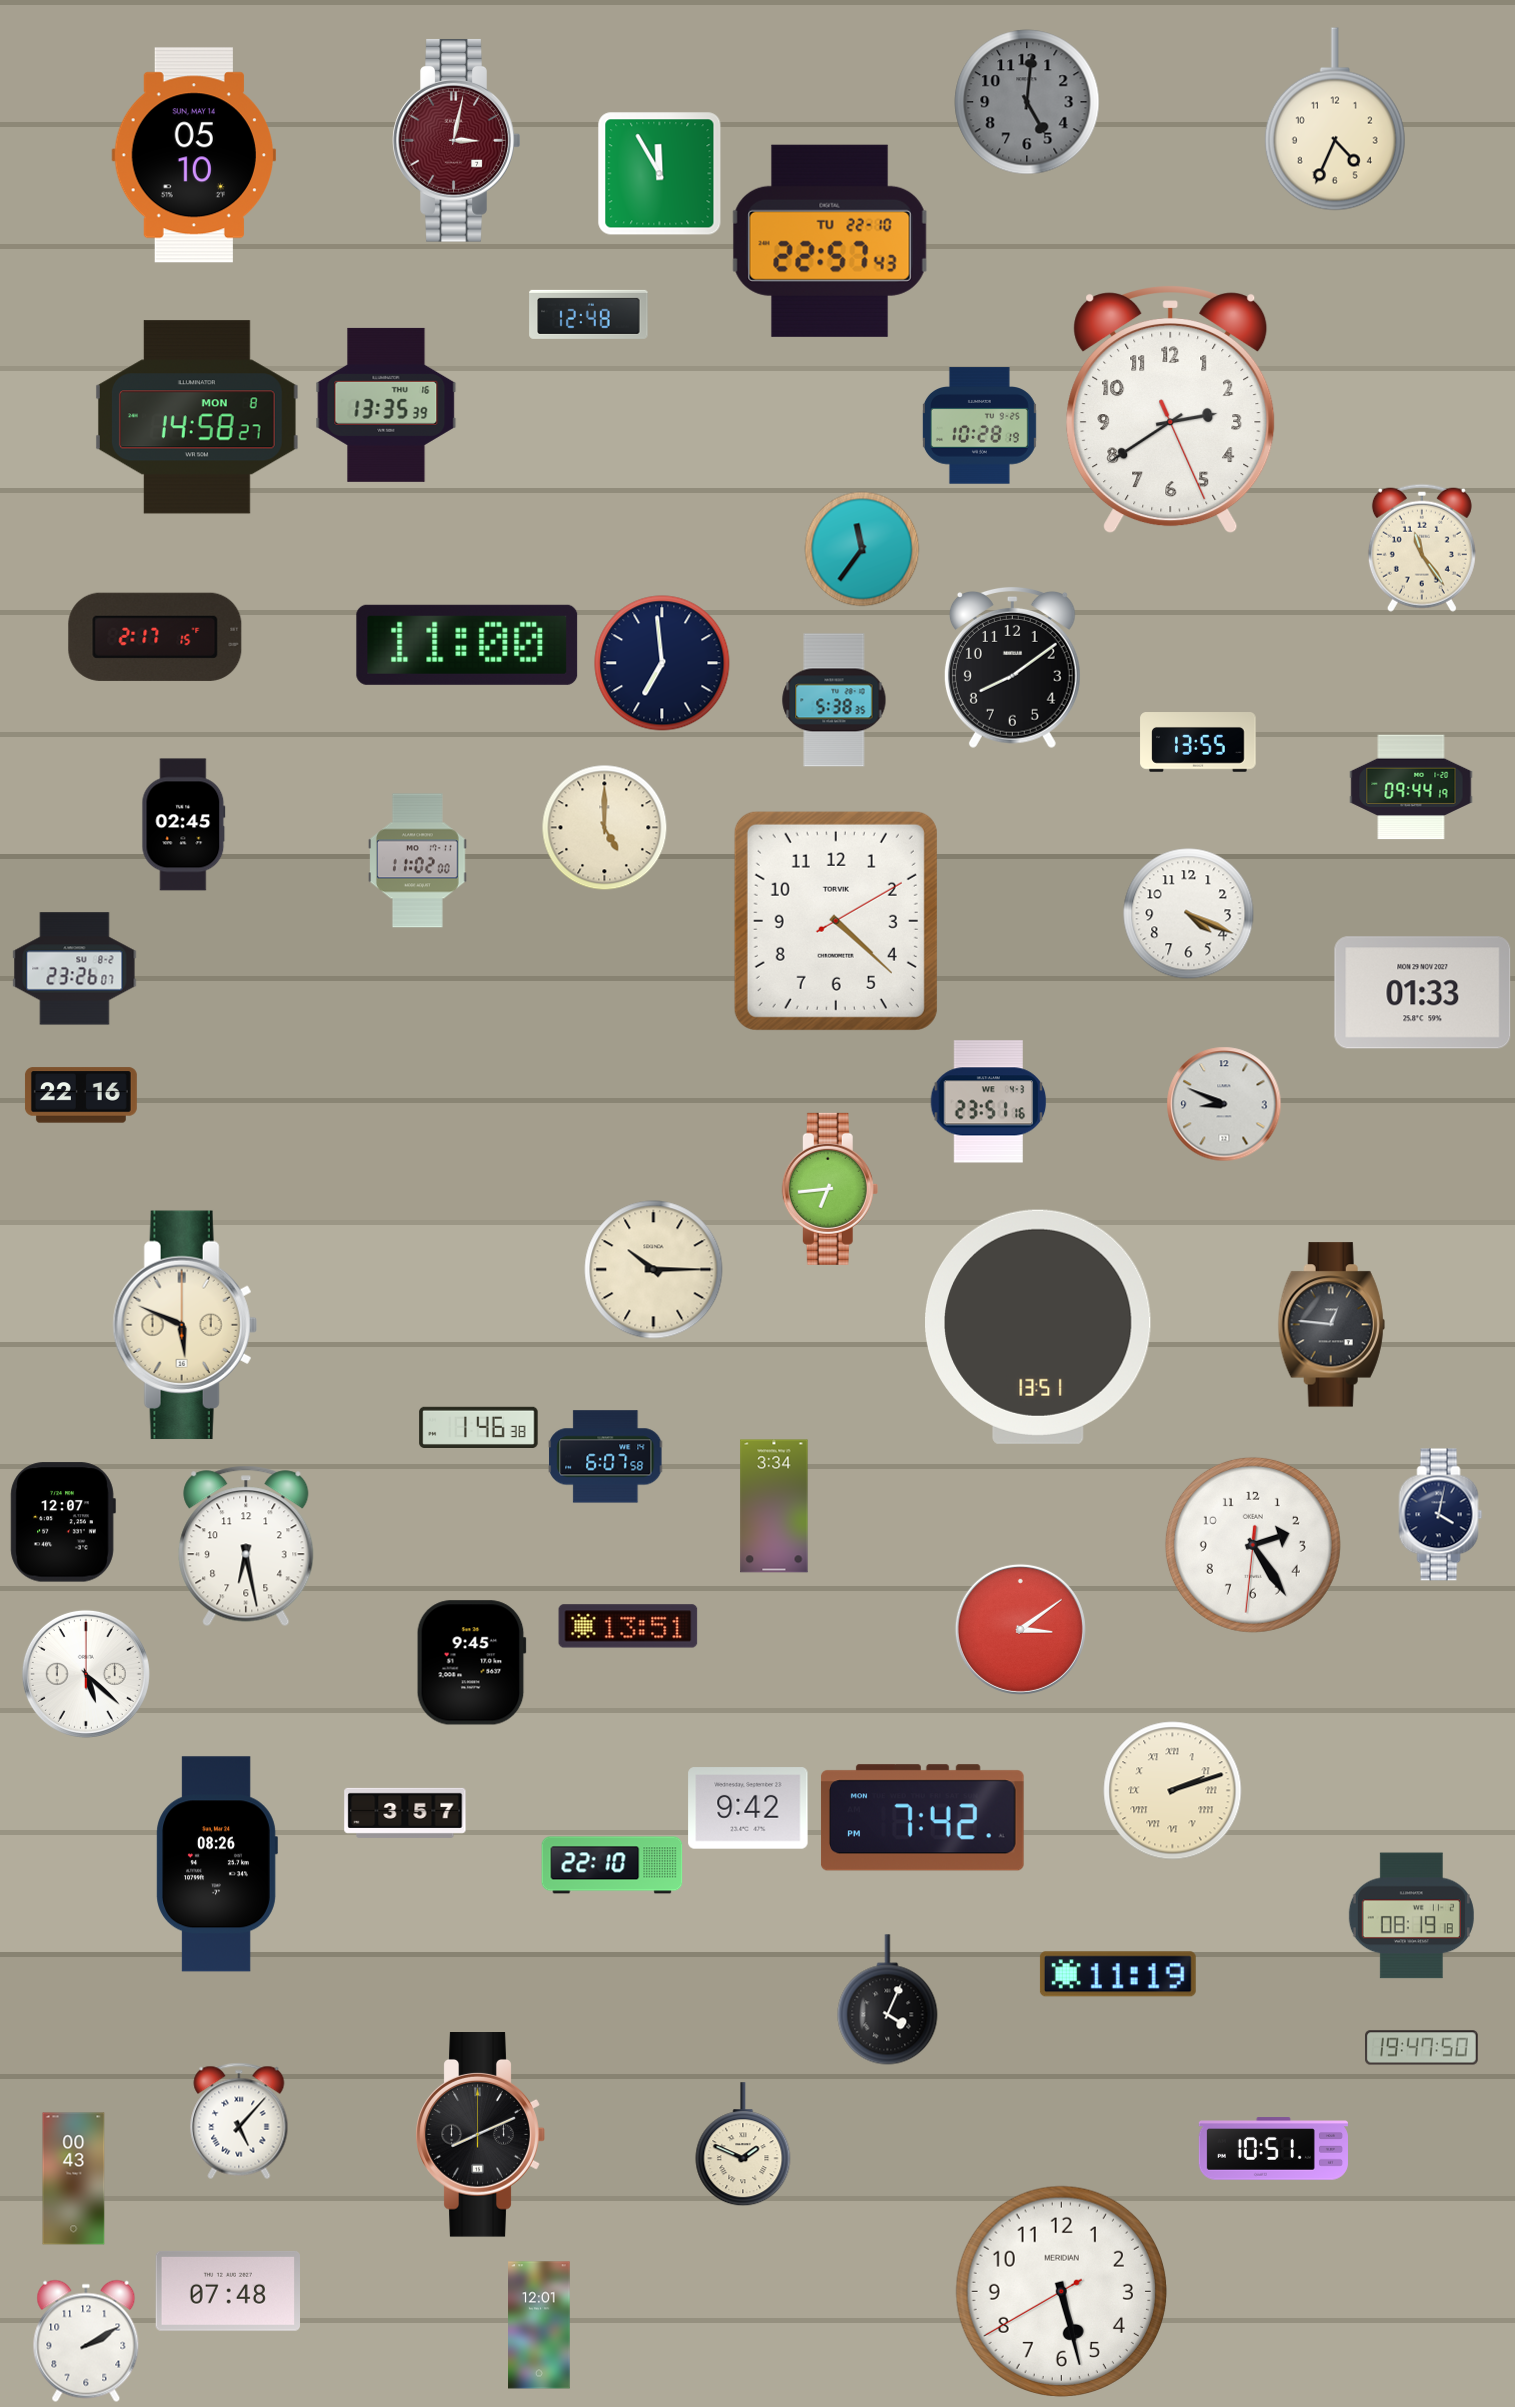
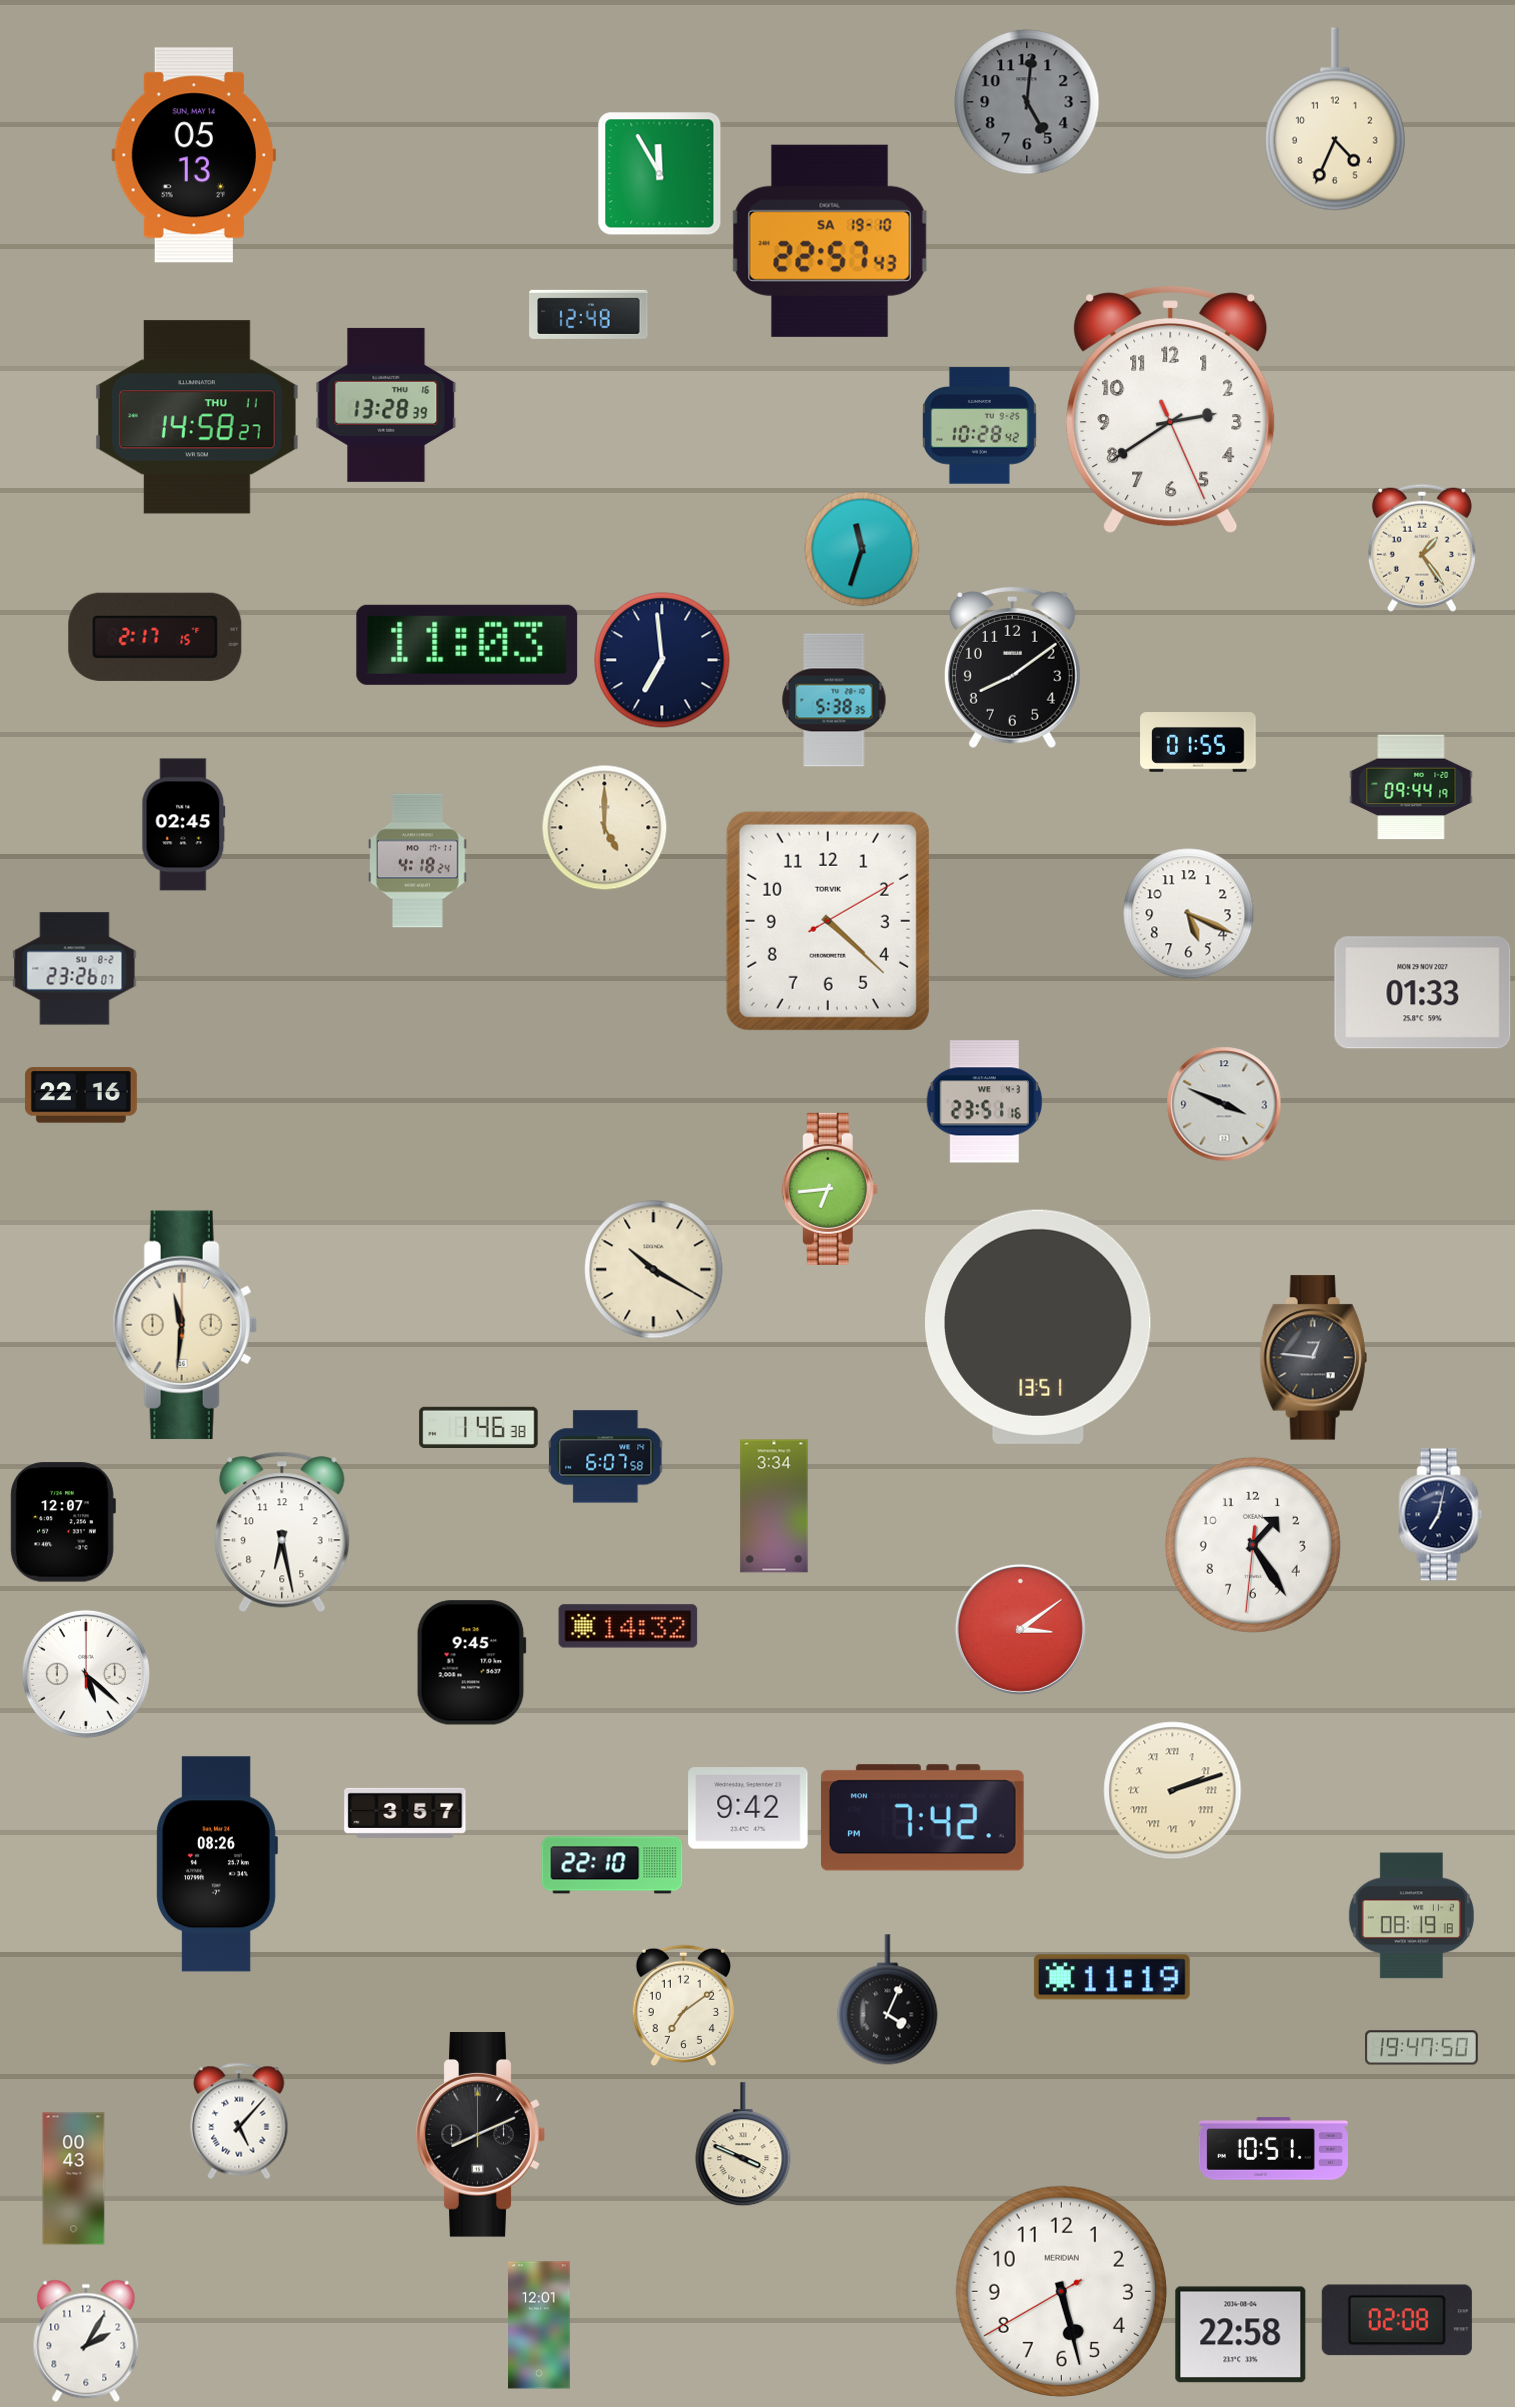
clock at (457, 140): 3:02 -> none
clock at (193, 155): 05:10 -> 05:13
clock at (830, 241) date: TU 22-10 -> SA 19-10
clock at (386, 405): 13:35 -> 13:28
clock at (197, 417) date: MON 8 -> THU 11
clock at (979, 426): 10:28:19 -> 10:28:42
clock at (1422, 548): 11:24 -> 1:24
clock at (862, 549): 11:36 -> 11:33
clock at (467, 645): 11:00 -> 11:03
clock at (662, 663) position: (662, 663) -> (662, 660)
clock at (1198, 742): 13:55 -> 01:55
clock at (418, 861): 11:02 -> 4:18
clock at (1189, 914): 4:19 -> 5:19
clock at (836, 921) position: (836, 921) -> (828, 921)
clock at (989, 1102) position: (989, 1102) -> (985, 1102)
clock at (1224, 1104): 8:49 -> 3:49
clock at (654, 1270): 10:15 -> 10:20
clock at (185, 1325): 5:49 -> 11:31
clock at (1331, 1325) position: (1331, 1325) -> (1313, 1358)
clock at (1441, 1515): 4:02 -> 7:02
clock at (1253, 1545): 2:24 -> 1:24
clock at (246, 1546) position: (246, 1546) -> (282, 1532)
clock at (628, 1626): 13:51 -> 14:32
clock at (1118, 1974) position: (1118, 1974) -> (1112, 1977)
clock at (683, 2006): none -> 7:09
clock at (743, 2145): 1:49 -> 3:49
clock at (227, 2291): 07:48 -> none
clock at (1397, 2320): none -> 02:08
clock at (1241, 2335): none -> 22:58
clock at (86, 2341): 2:10 -> 2:05
